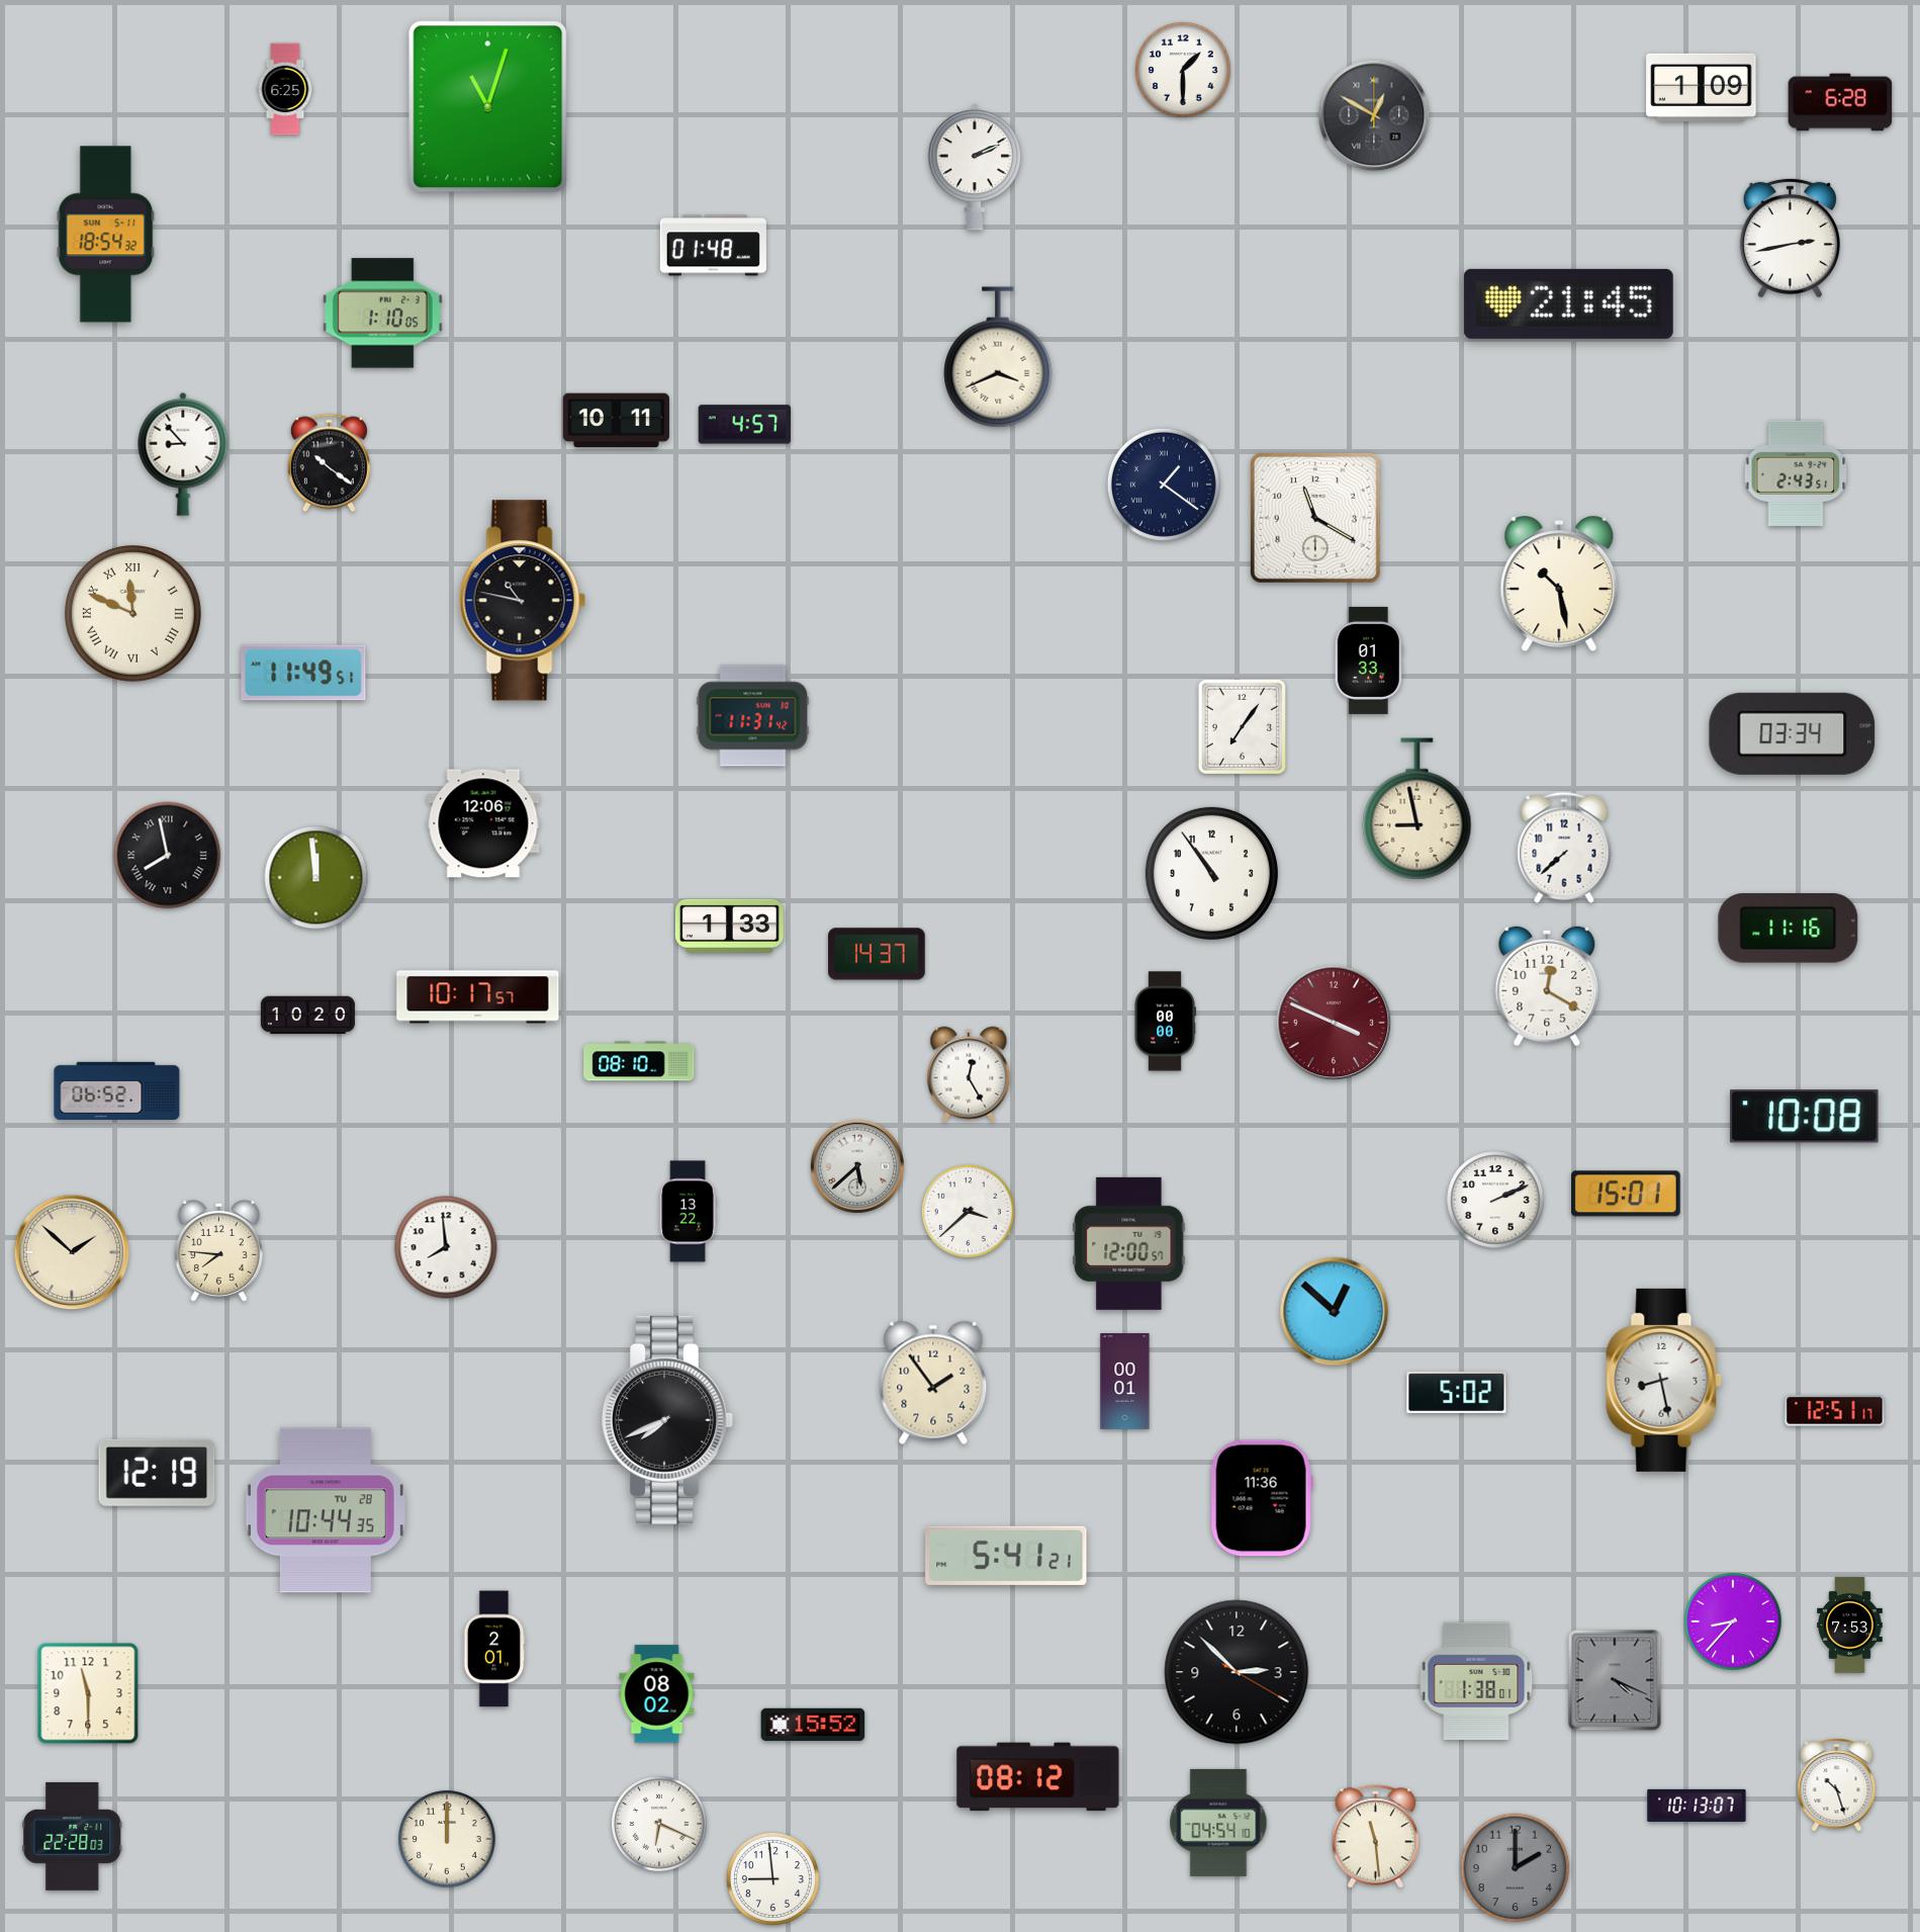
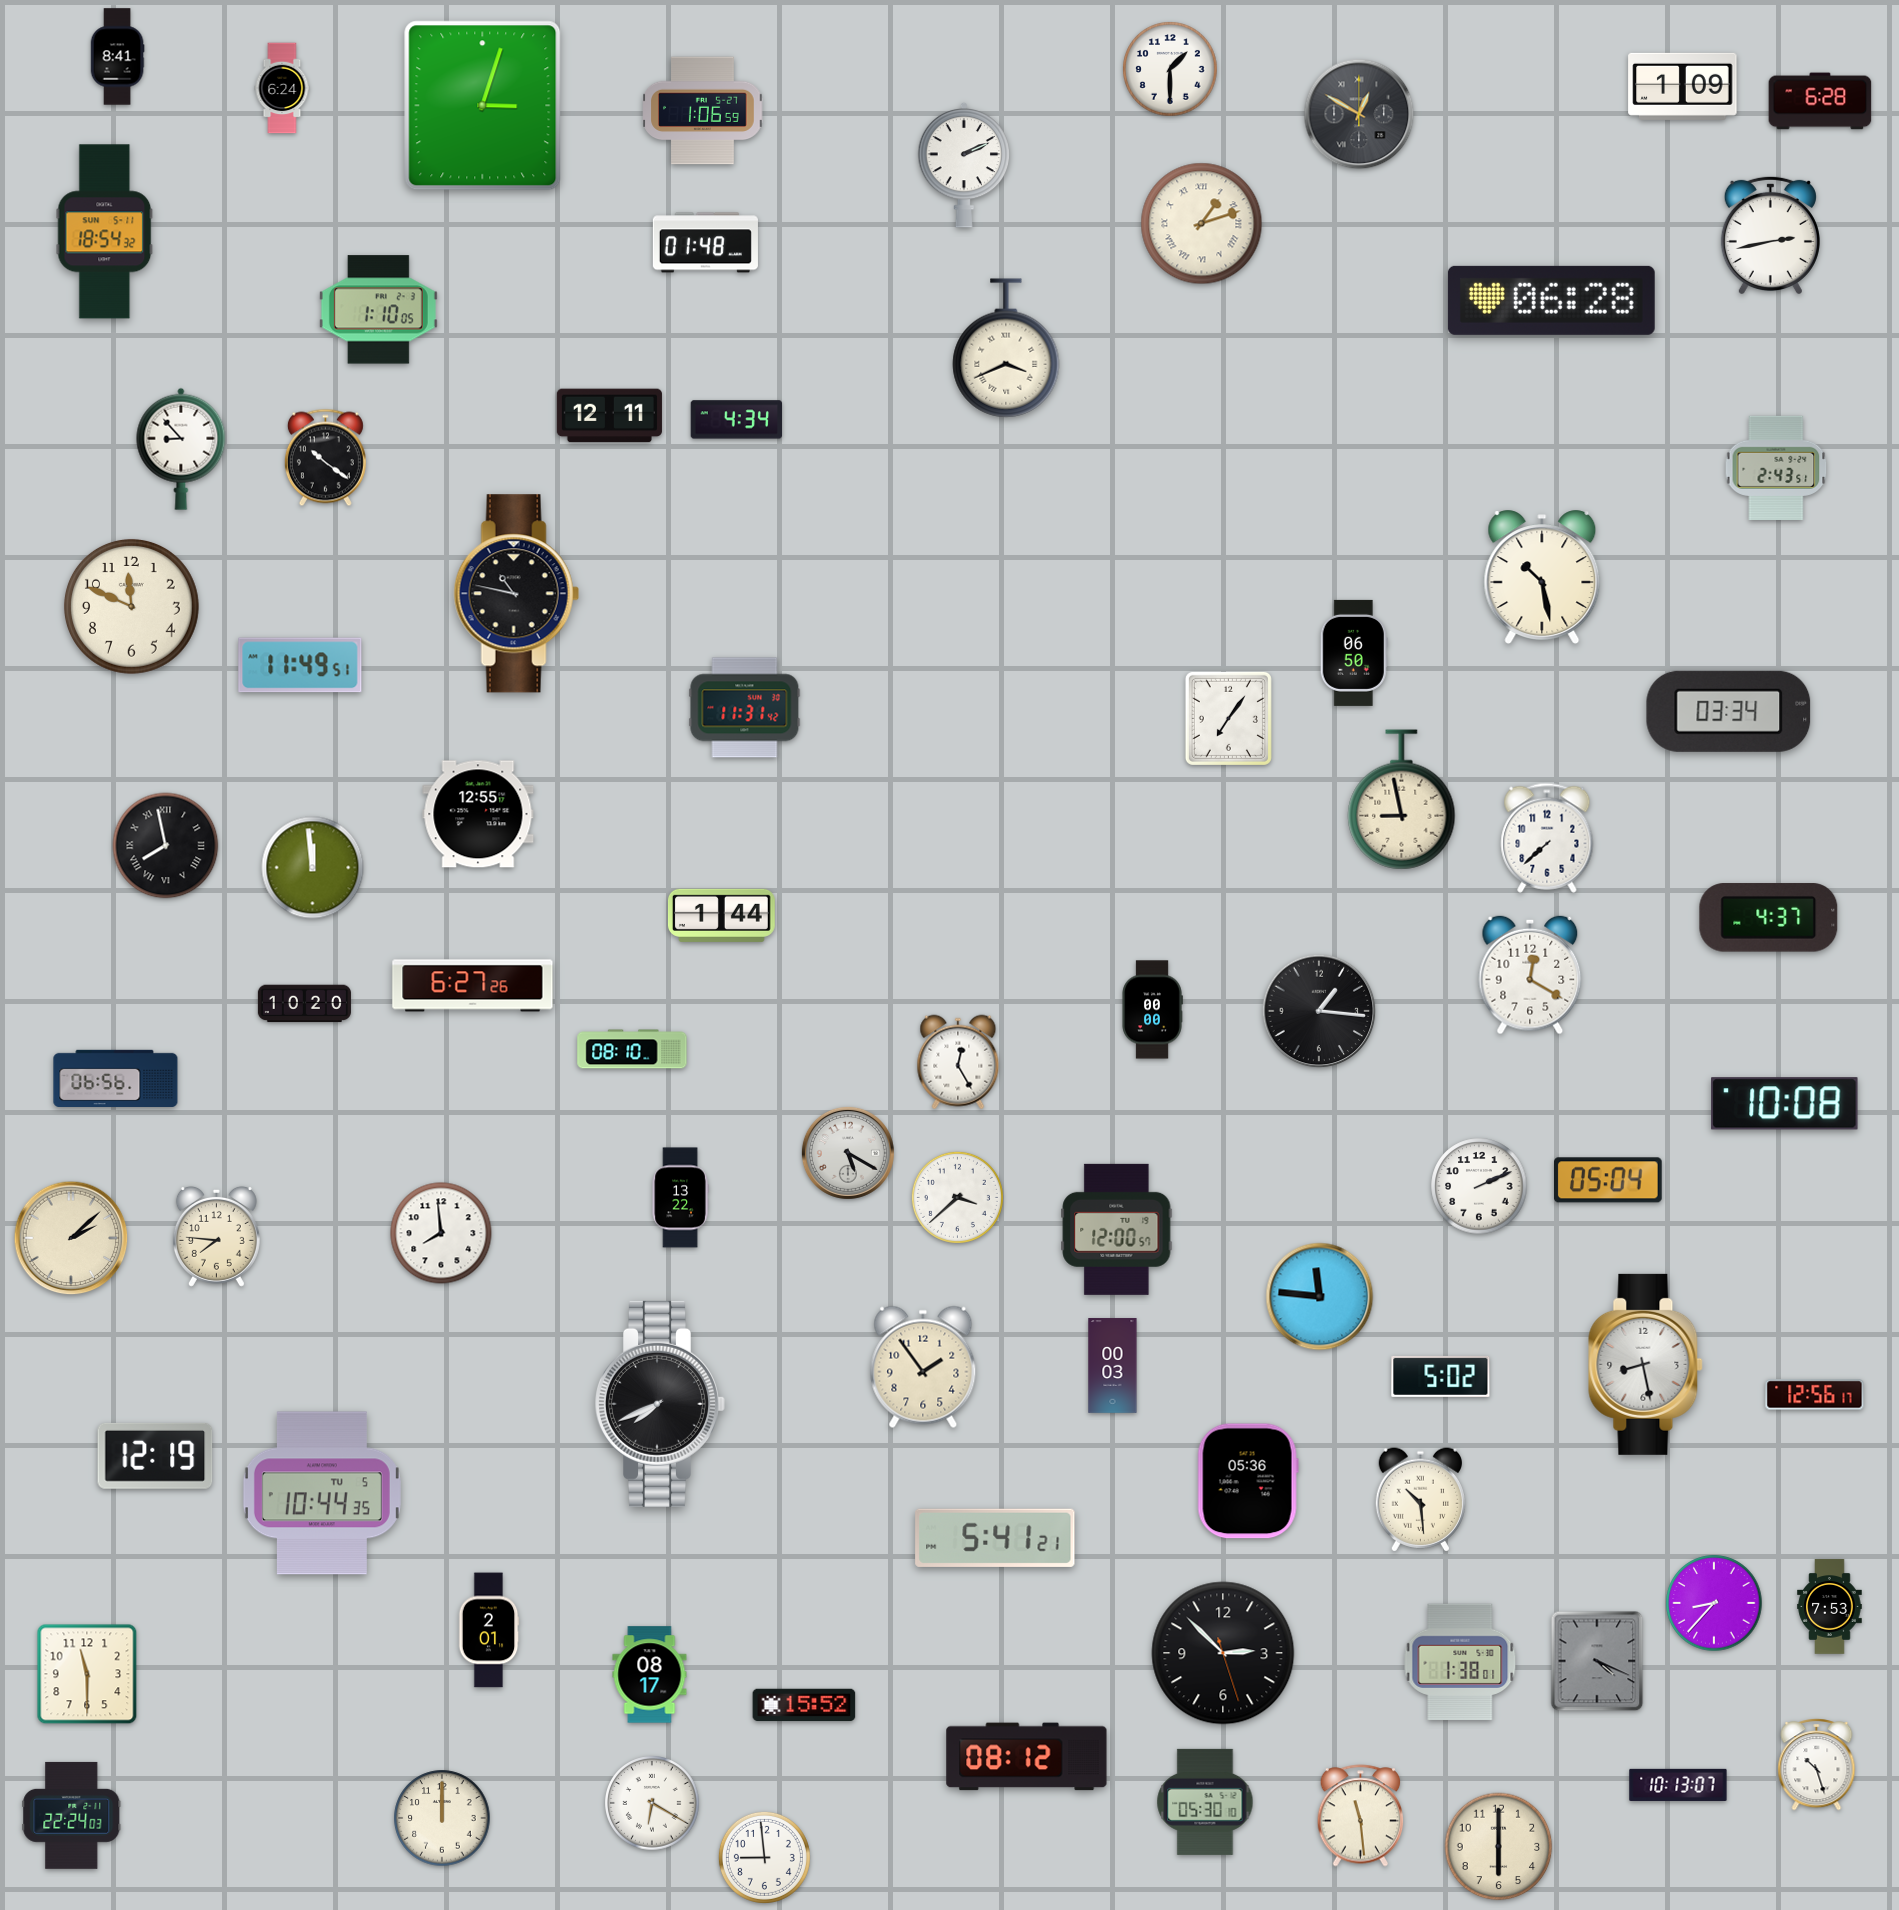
clock at (117, 57): none -> 8:41
clock at (285, 89): 6:25 -> 6:24
clock at (488, 107): 11:03 -> 3:03
clock at (703, 111): none -> 1:06
clock at (1202, 224): none -> 1:12
clock at (1568, 303): 21:45 -> 06:28
clock at (998, 357) position: (998, 357) -> (1006, 348)
clock at (616, 421): 10:11 -> 12:11
clock at (745, 425): 4:57 -> 4:34
clock at (1164, 485): 1:21 -> none
clock at (1315, 518): 11:20 -> none
clock at (132, 613) numerals: Roman -> Arabic
clock at (1369, 661): 01:33 -> 06:50
clock at (1793, 733) position: (1793, 733) -> (1729, 711)
clock at (483, 823): 12:06 -> 12:55
clock at (1211, 873): 10:54 -> none
clock at (729, 926): 1:33 -> 1:44
clock at (1789, 929): 11:16 -> 4:37
clock at (877, 954): 14:37 -> none
clock at (478, 997): 10:17 -> 6:27
clock at (1334, 1023): 3:49 -> 1:16
clock at (1334, 1023) dial: burgundy -> black
clock at (117, 1091): 06:52 -> 06:56
clock at (857, 1166): 5:38 -> 5:20
clock at (1627, 1194): 15:01 -> 05:04
clock at (72, 1252): 1:52 -> 2:08
clock at (1335, 1312): 12:52 -> 11:46
clock at (1125, 1382): 00:01 -> 00:03
clock at (1835, 1411): 12:51 -> 12:56
clock at (1262, 1498): 11:36 -> 05:36
clock at (326, 1510) date: TU 28 -> TU 5
clock at (1420, 1500): none -> 10:29
clock at (1237, 1672): 2:52:20 -> 2:52:27
clock at (657, 1694): 08:02 -> 08:17
clock at (1218, 1823): 04:54 -> 05:30
clock at (659, 1824): 6:19 -> 6:20
clock at (73, 1836): 22:28 -> 22:24
clock at (1516, 1868): 2:00 -> 6:00
clock at (1516, 1868) dial: grey -> cream
